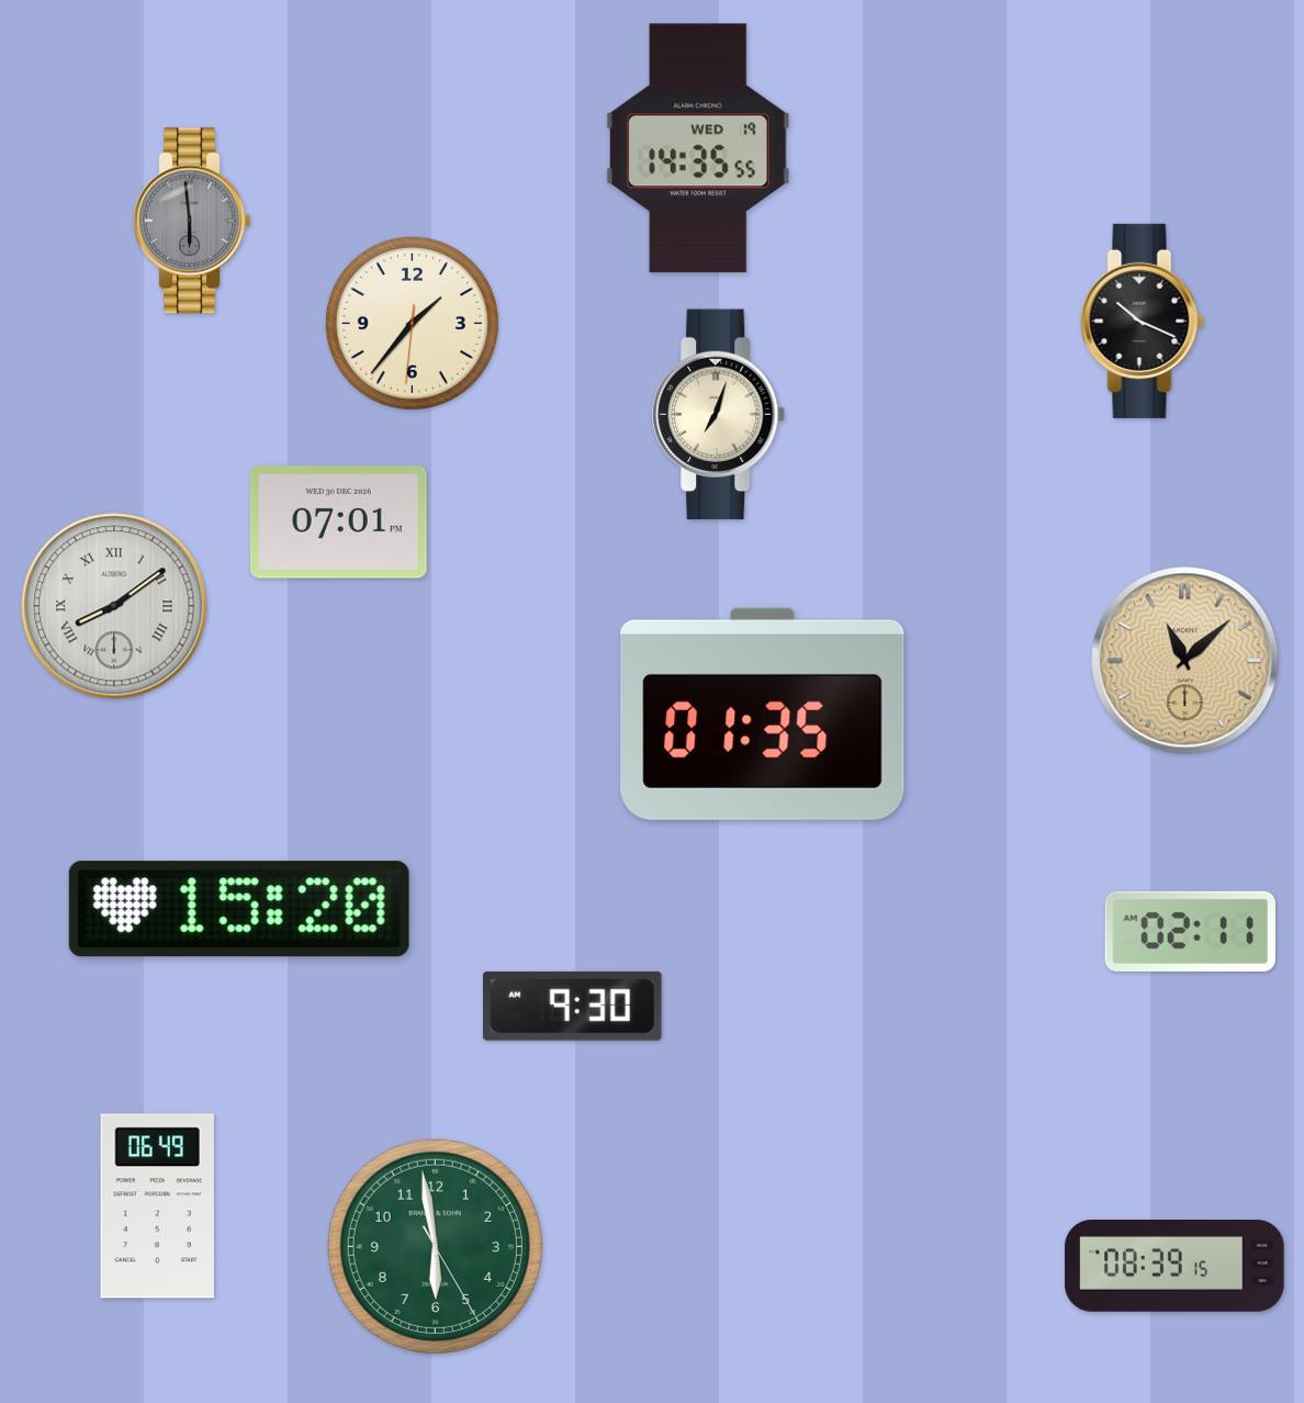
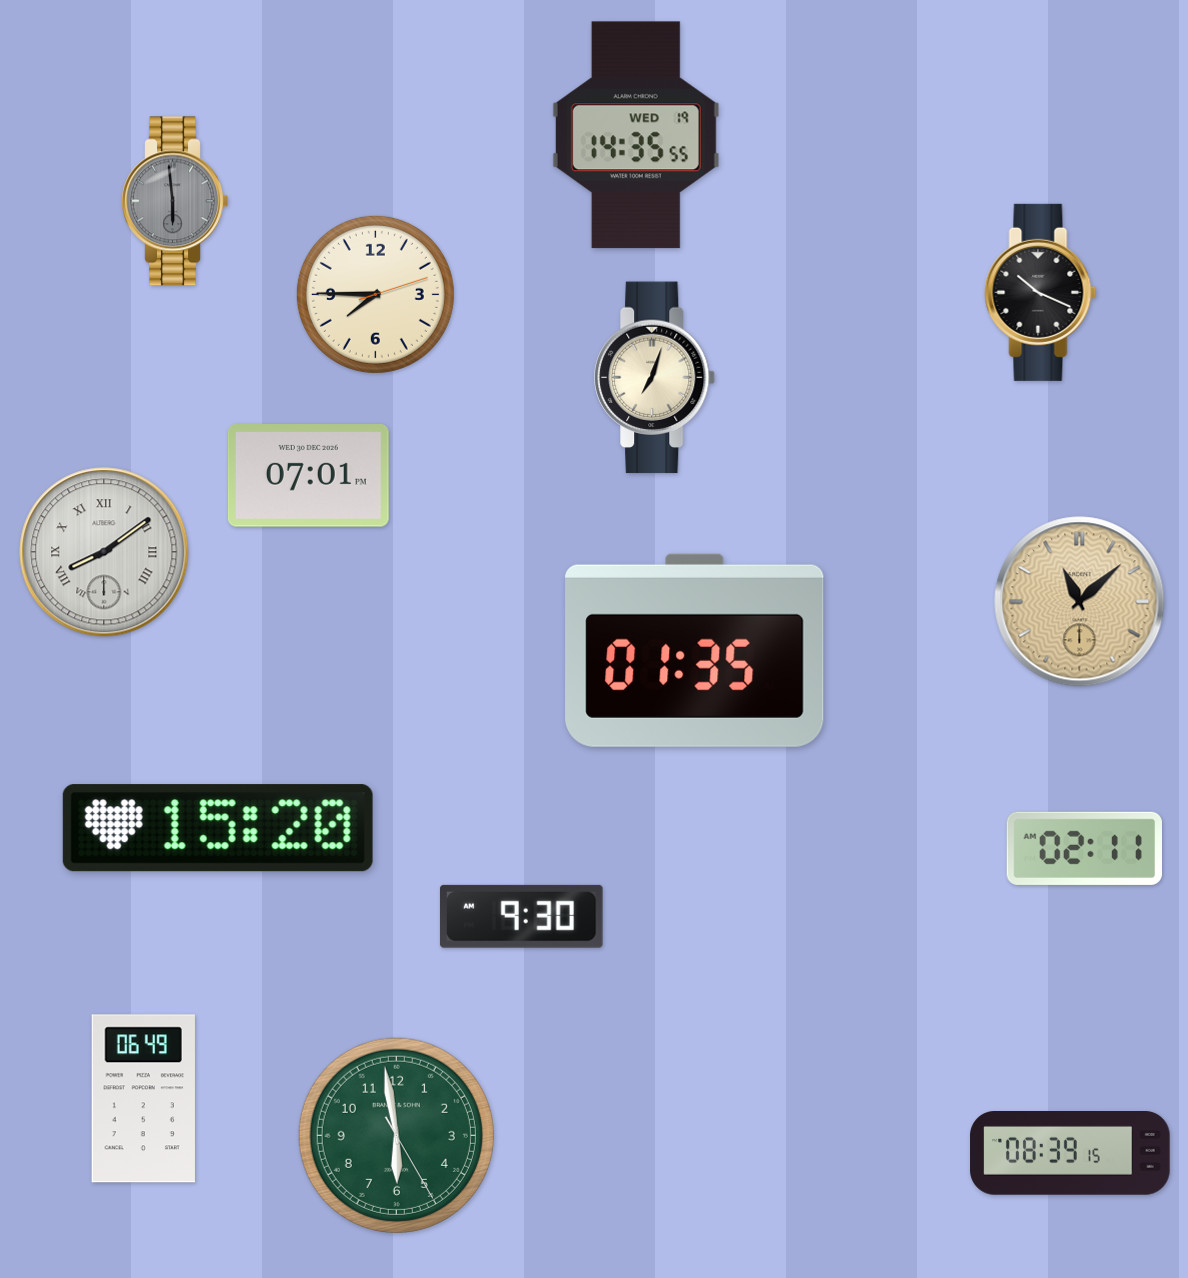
clock at (412, 323): 1:36 -> 7:45
